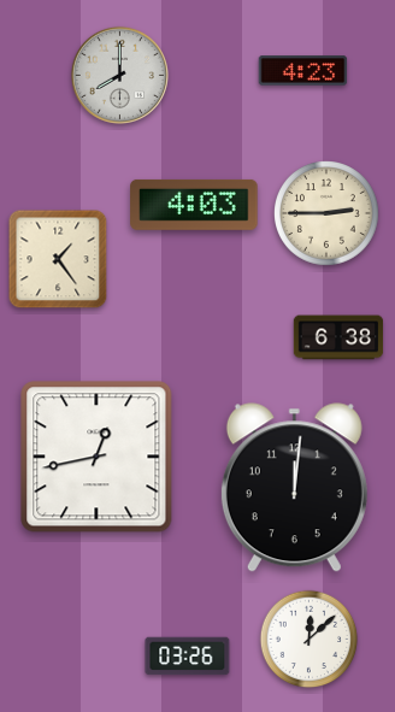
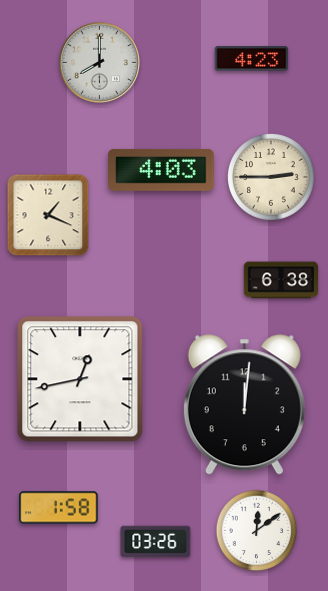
clock at (58, 259): 1:24 -> 1:19
clock at (59, 508): none -> 1:58
clock at (309, 640): 12:08 -> 12:09
clock at (188, 657) position: (188, 657) -> (156, 542)
